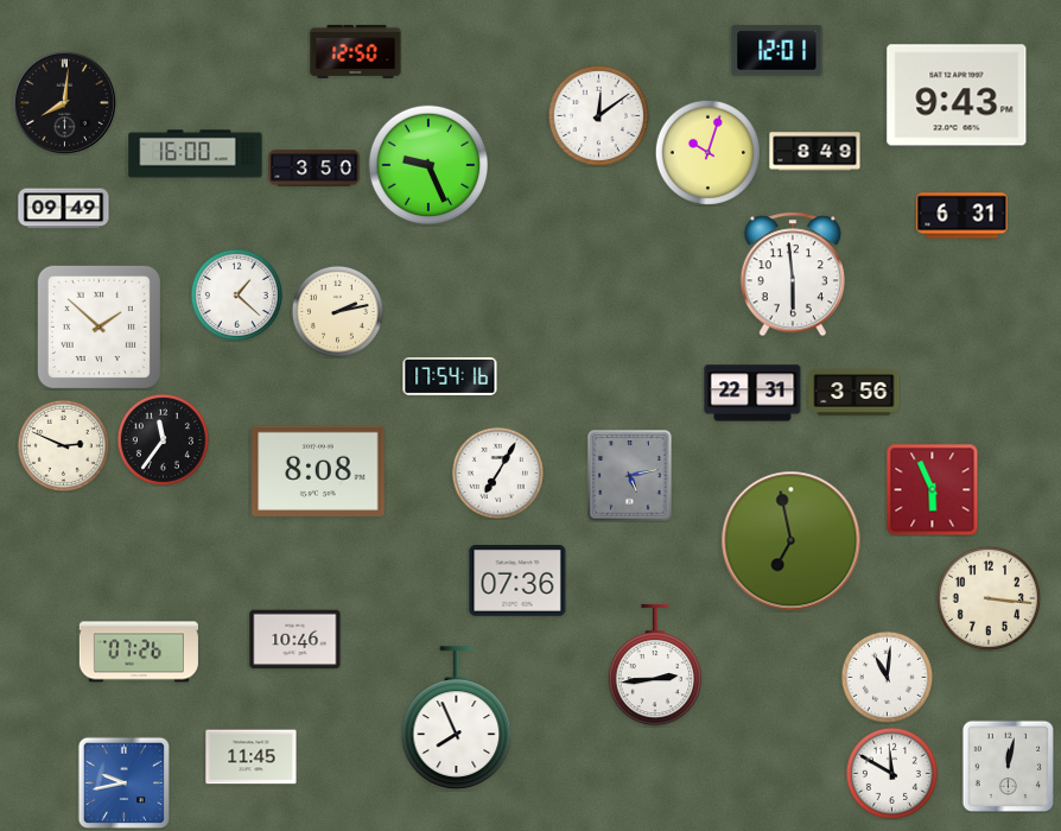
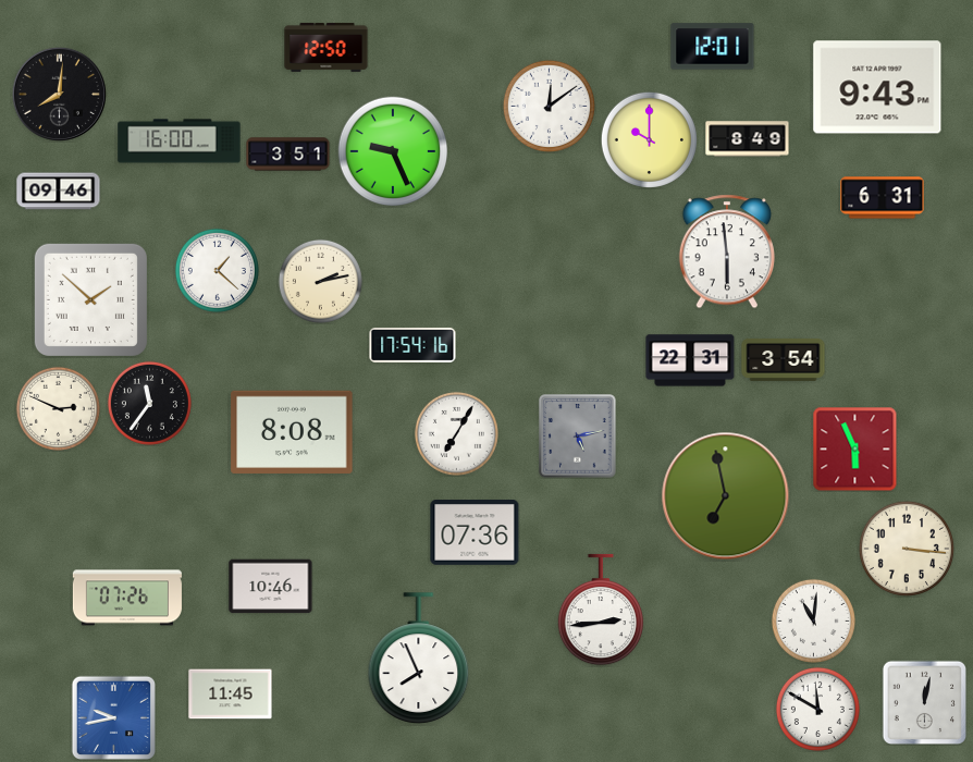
clock at (707, 152): 10:03 -> 10:00
clock at (315, 169): 3:50 -> 3:51
clock at (64, 209): 09:49 -> 09:46
clock at (337, 311) position: (337, 311) -> (320, 281)
clock at (854, 392): 3:56 -> 3:54
